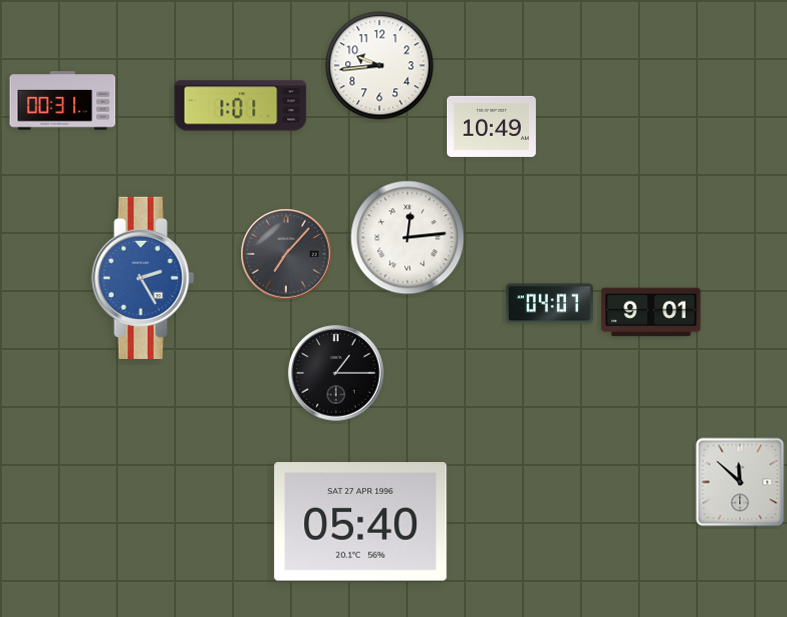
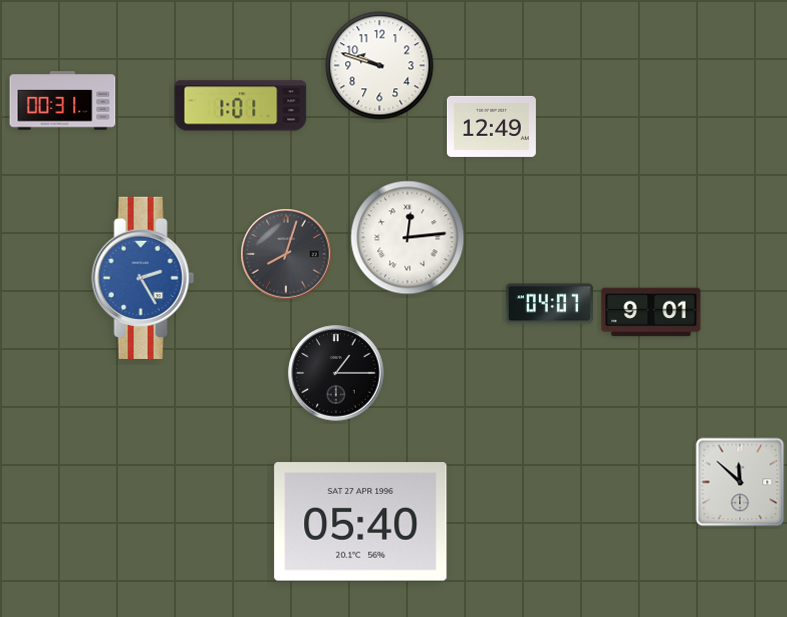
clock at (380, 66): 9:44 -> 9:48
clock at (491, 126): 10:49 -> 12:49
clock at (286, 254): 7:07 -> 8:03
